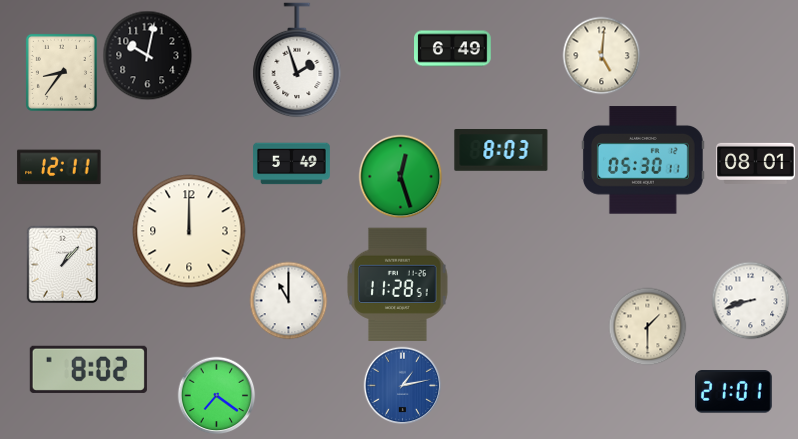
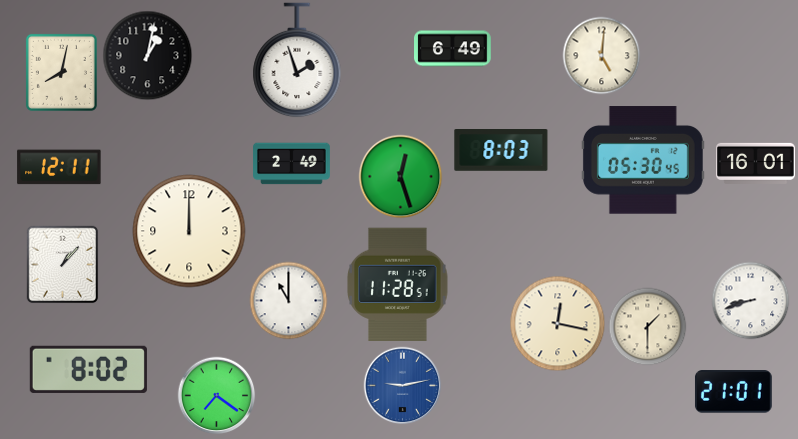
clock at (147, 55): 10:02 -> 1:02
clock at (61, 72): 8:36 -> 8:02
clock at (643, 160): 05:30:11 -> 05:30:45
clock at (756, 163): 08:01 -> 16:01
clock at (292, 164): 5:49 -> 2:49
clock at (557, 323): none -> 12:17
clock at (402, 385): 1:13 -> 9:13
